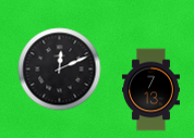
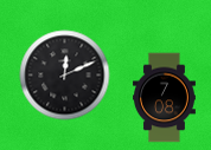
clock at (151, 90): 7:13 -> 7:08
